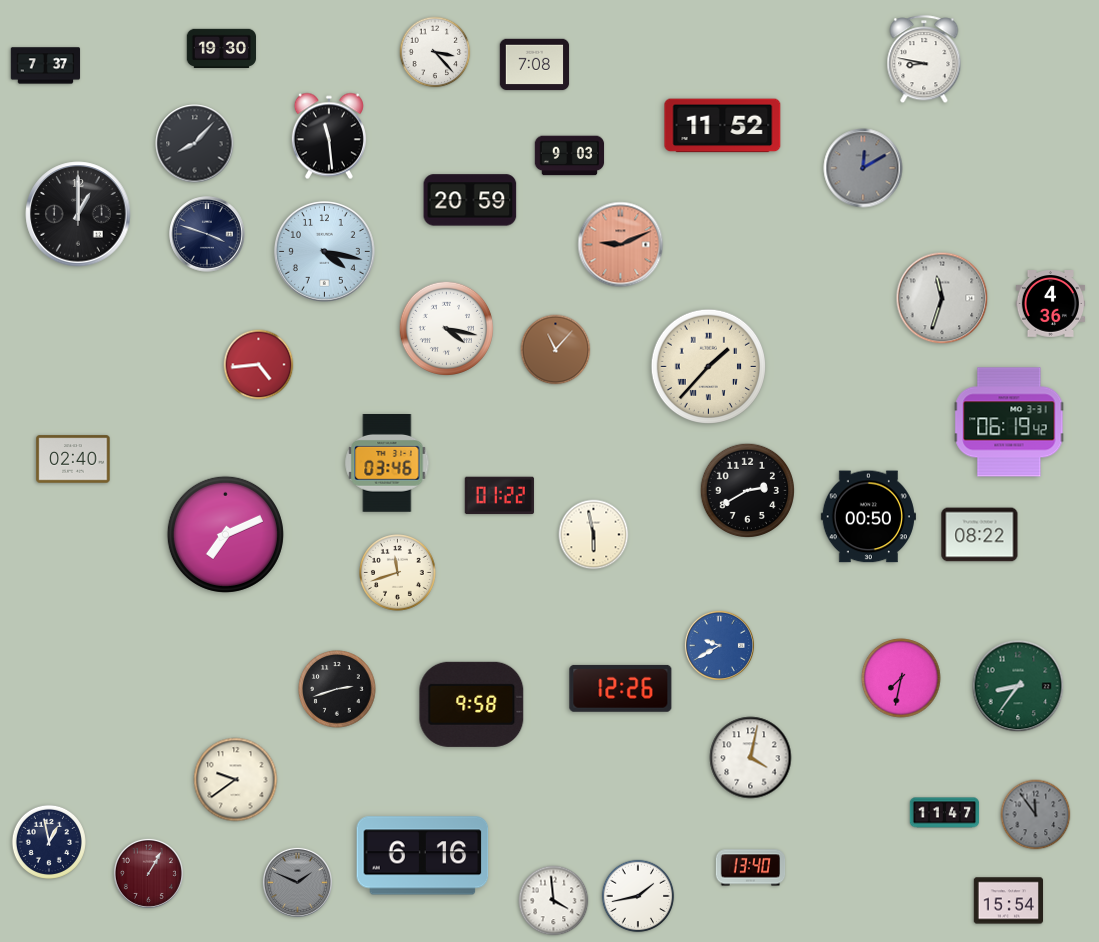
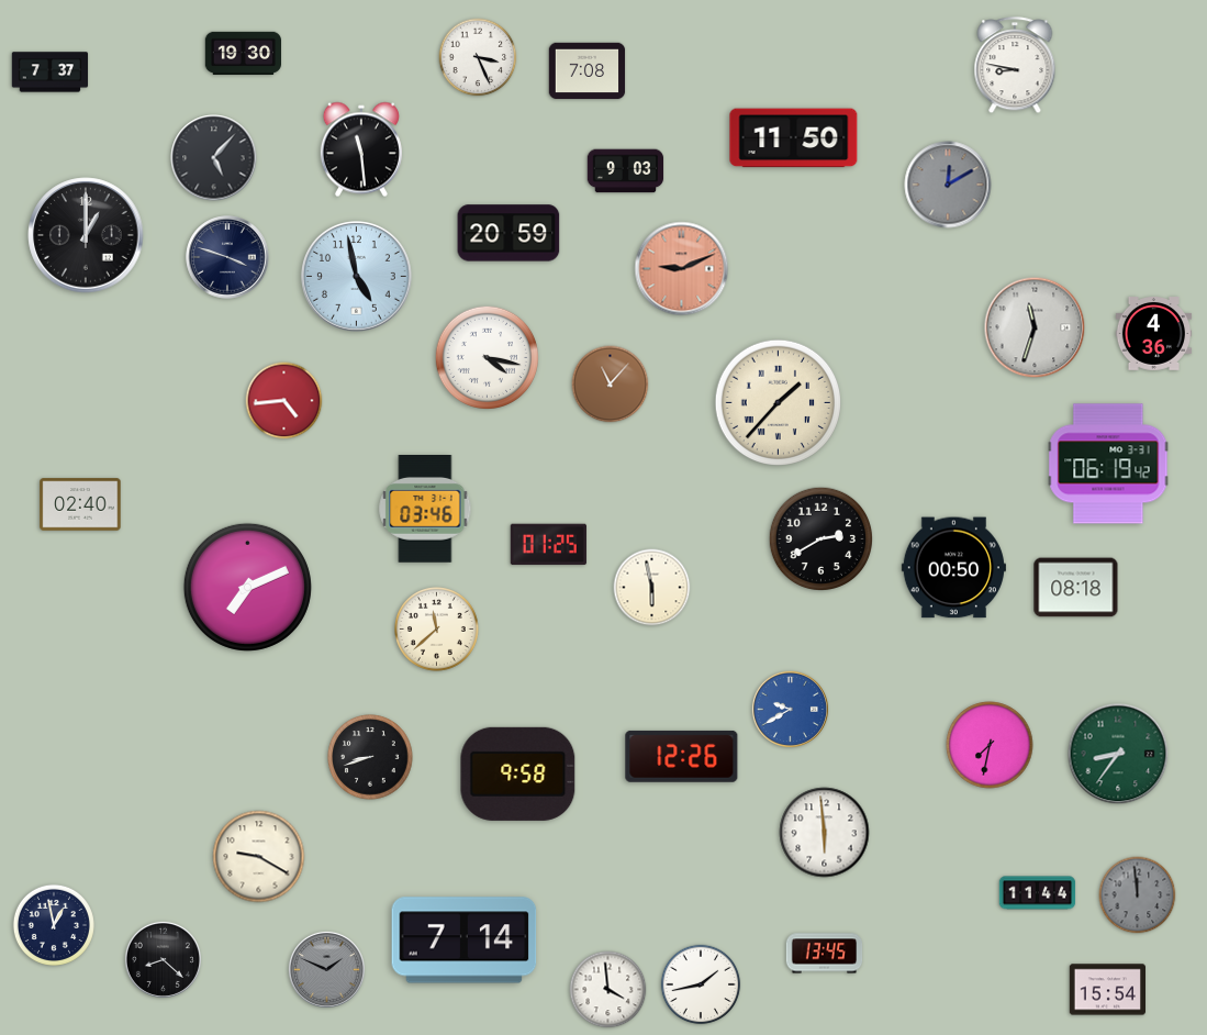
clock at (435, 52): 3:23 -> 3:26
clock at (723, 126): 11:52 -> 11:50
clock at (195, 144): 8:07 -> 5:07
clock at (470, 200) position: (470, 200) -> (508, 233)
clock at (324, 251): 4:17 -> 4:58
clock at (447, 329) position: (447, 329) -> (488, 358)
clock at (499, 496): 01:22 -> 01:25
clock at (980, 535): 08:22 -> 08:18
clock at (398, 573): 11:42 -> 11:38
clock at (337, 689): 2:42 -> 8:42
clock at (751, 758): 4:02 -> 5:59
clock at (236, 780): 9:39 -> 9:20
clock at (945, 813): 11:47 -> 11:44
clock at (1036, 815): 11:54 -> 11:59
clock at (423, 856): 6:16 -> 7:14
clock at (751, 868): 13:40 -> 13:45
clock at (148, 873): 1:05 -> 8:22
clock at (148, 873) dial: burgundy -> black
